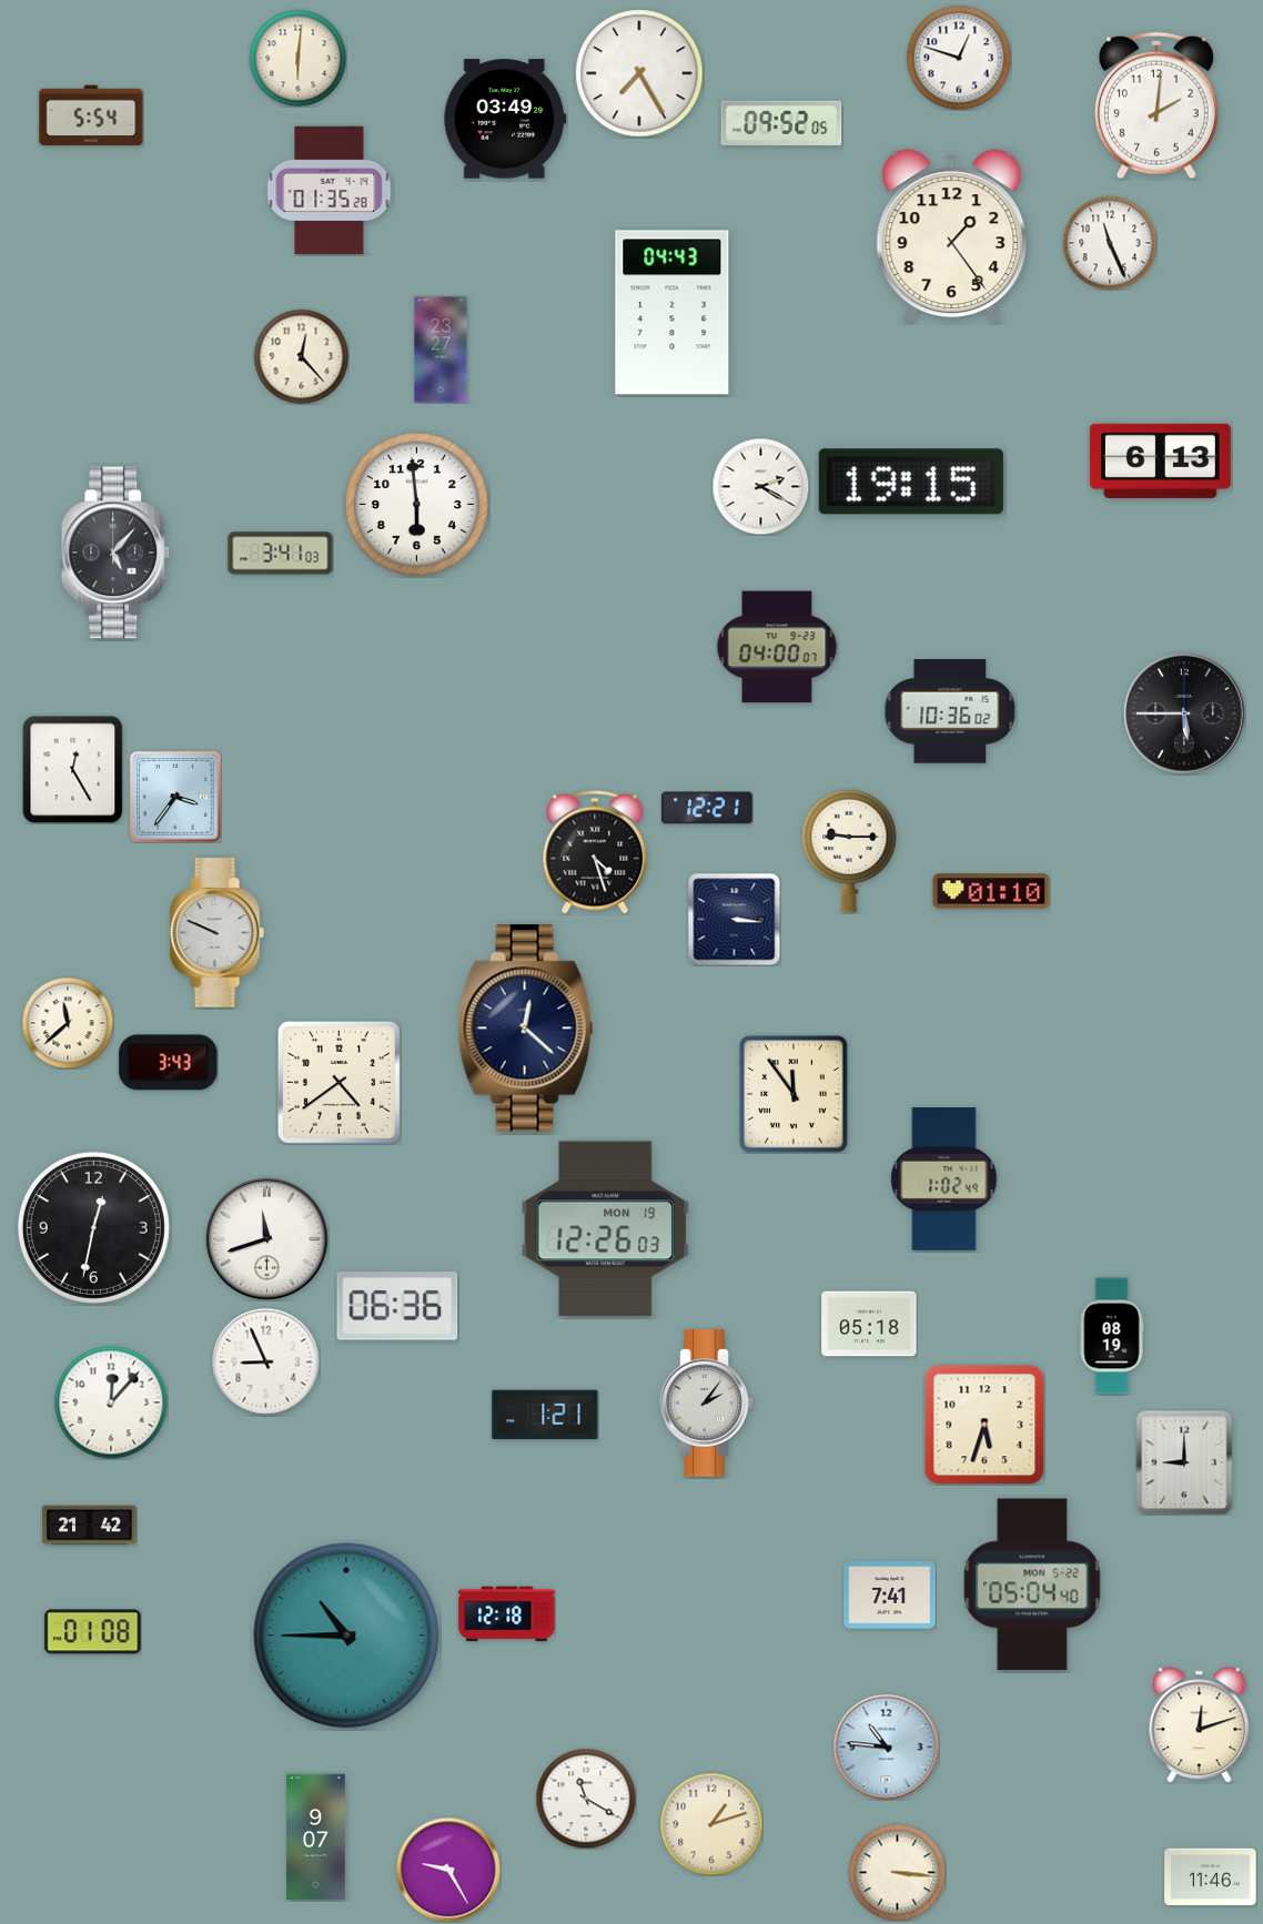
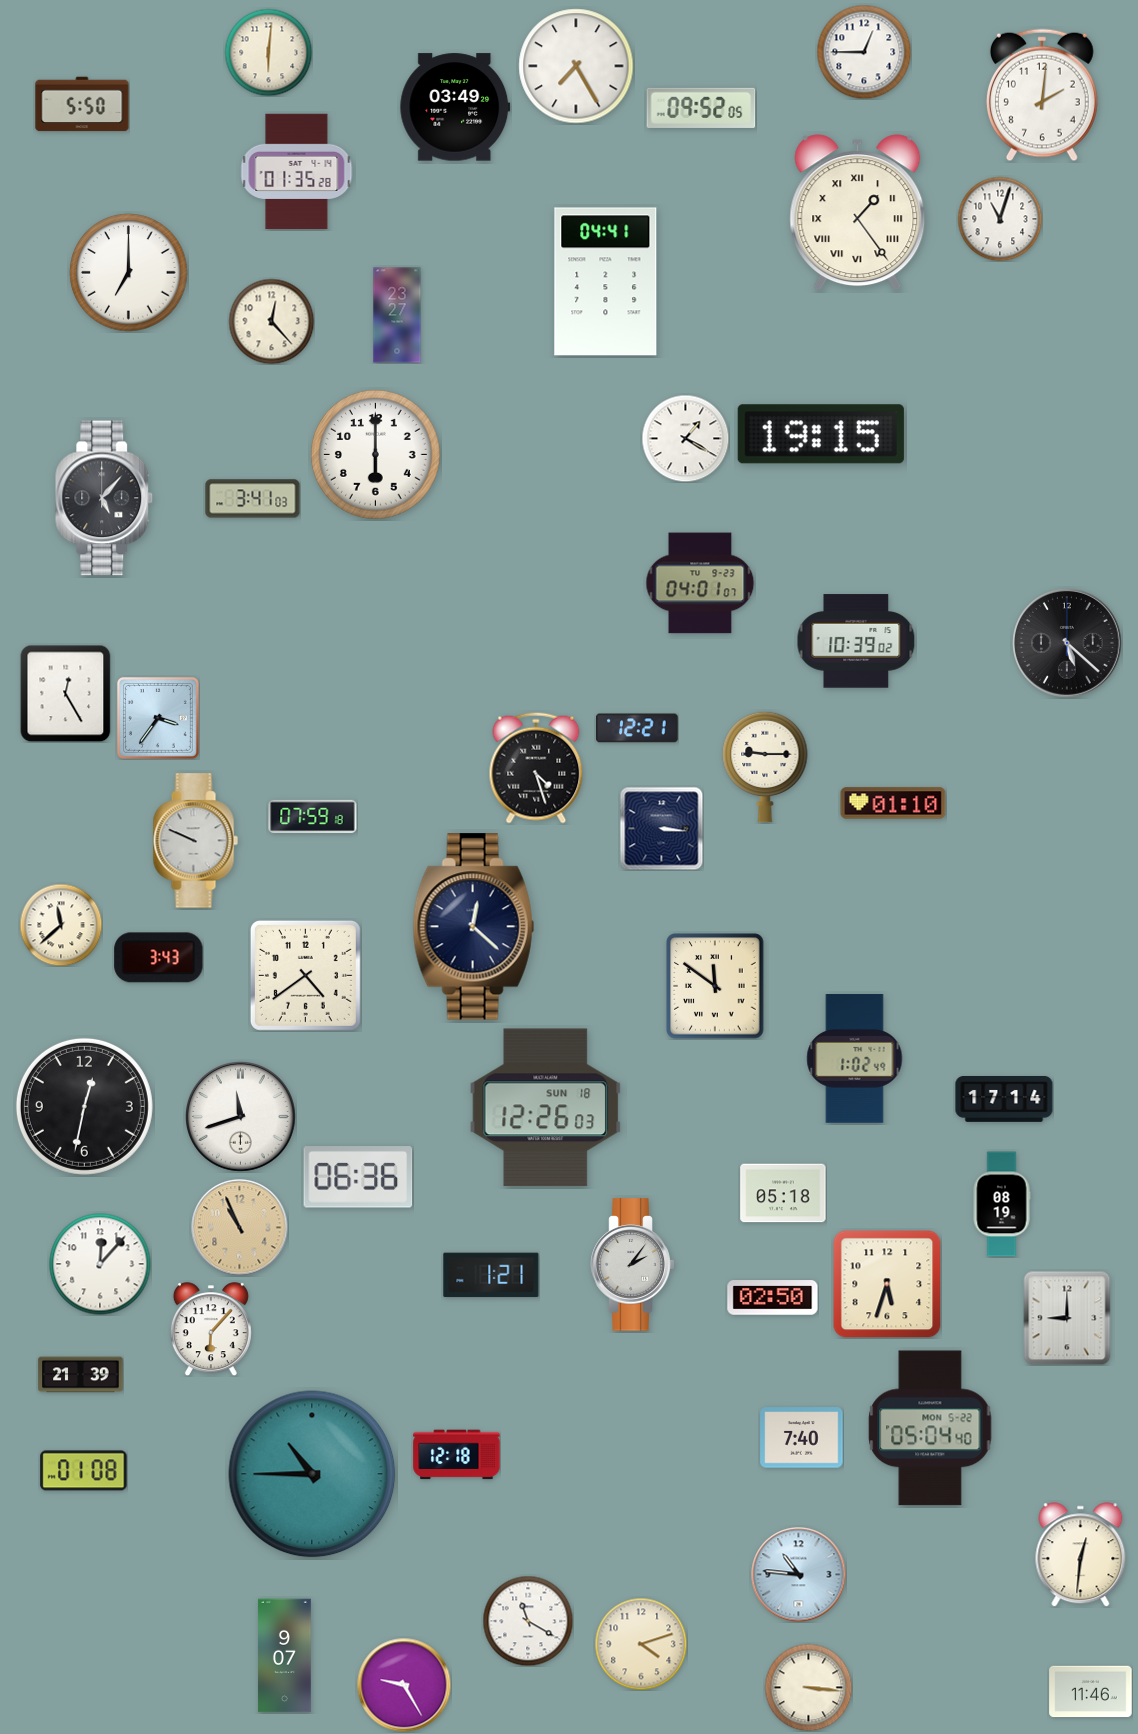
clock at (959, 58): 12:48 -> 12:45
clock at (91, 115): 5:54 -> 5:50
clock at (781, 123) position: (781, 123) -> (701, 108)
clock at (952, 236) numerals: Arabic -> Roman
clock at (1110, 243): 11:26 -> 11:03
clock at (129, 273): none -> 7:00
clock at (673, 313): 04:43 -> 04:41
clock at (1160, 460): 6:13 -> none
clock at (760, 486): 2:20 -> 1:20
clock at (417, 505): 5:59 -> 6:00
clock at (777, 647): 04:00 -> 04:01
clock at (950, 711): 10:36 -> 10:39
clock at (1185, 715): 5:45 -> 5:22
clock at (313, 817): none -> 07:59
clock at (68, 1023) position: (68, 1023) -> (61, 925)
clock at (169, 1063) position: (169, 1063) -> (159, 958)
clock at (794, 1094): 11:54 -> 11:51
clock at (944, 1179) position: (944, 1179) -> (855, 1059)
clock at (1004, 1100): none -> 17:14
clock at (606, 1229) date: MON 19 -> SUN 18
clock at (266, 1363): 8:56 -> 10:56
clock at (266, 1363) dial: white -> champagne
clock at (707, 1404) position: (707, 1404) -> (633, 1265)
clock at (773, 1298): none -> 02:50
clock at (211, 1329): none -> 6:07
clock at (90, 1526): 21:42 -> 21:39
clock at (890, 1596): 7:41 -> 7:40
clock at (1200, 1725): 12:12 -> 12:31
clock at (711, 1824): 1:12 -> 4:12
